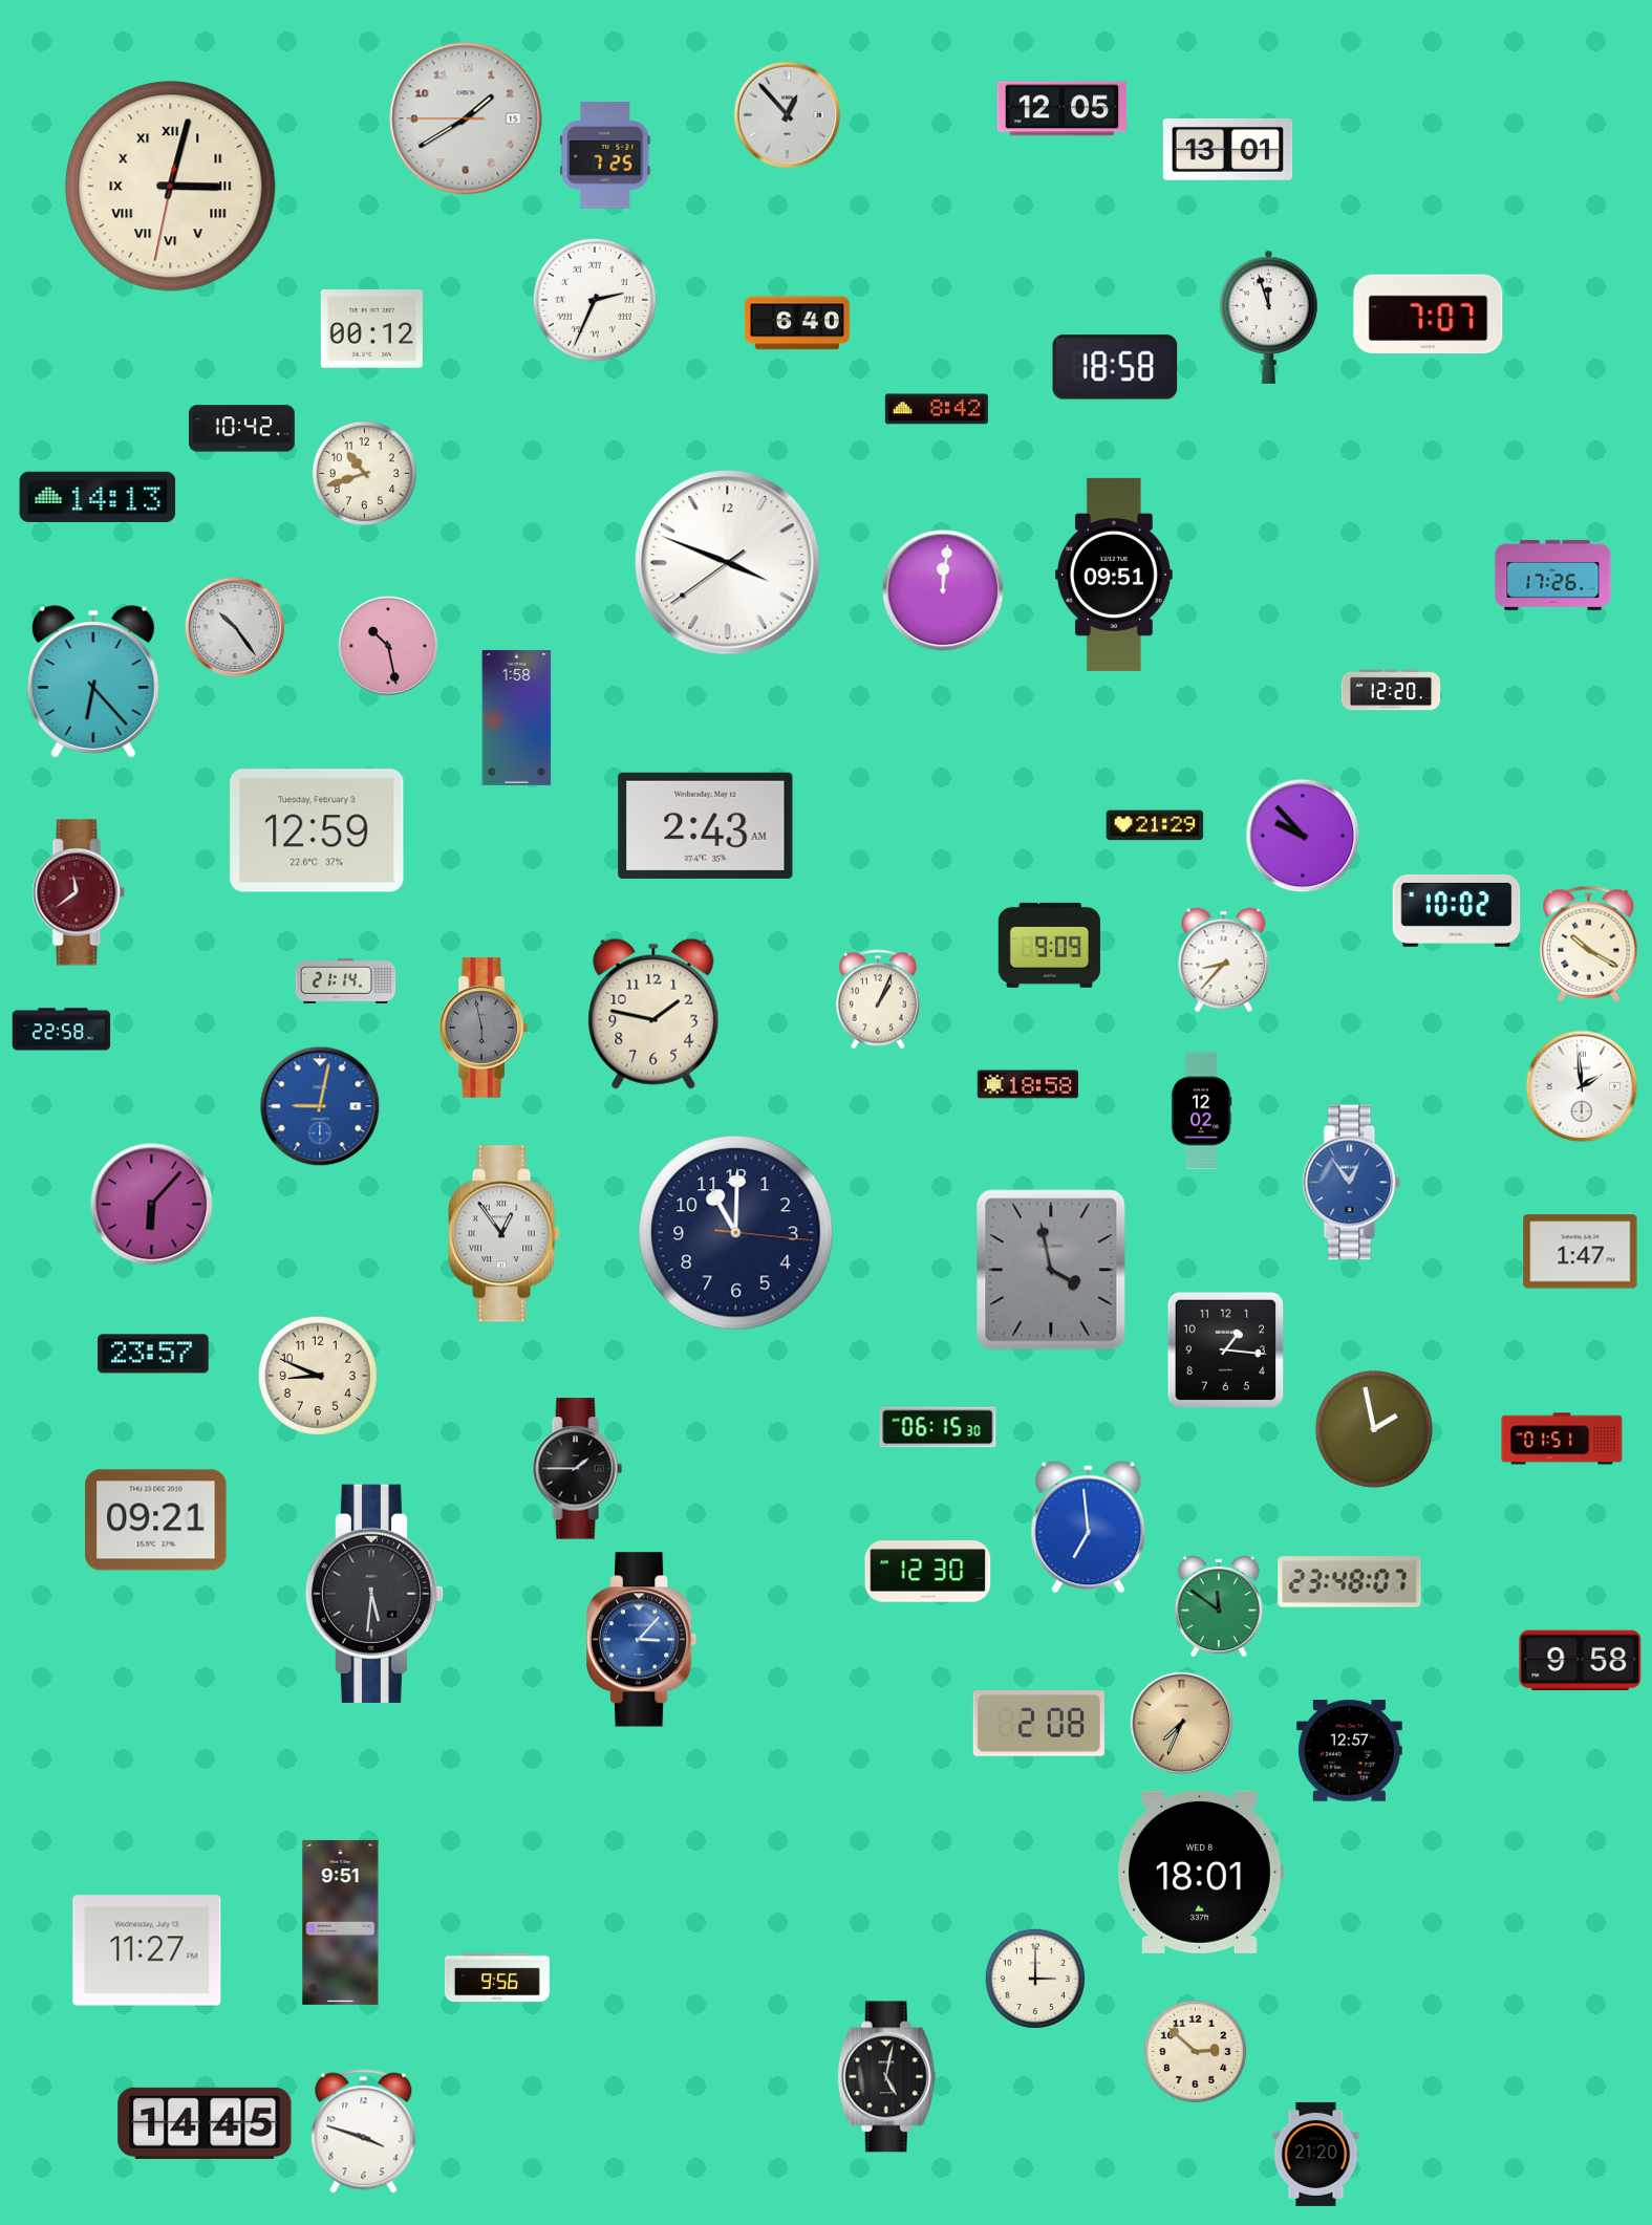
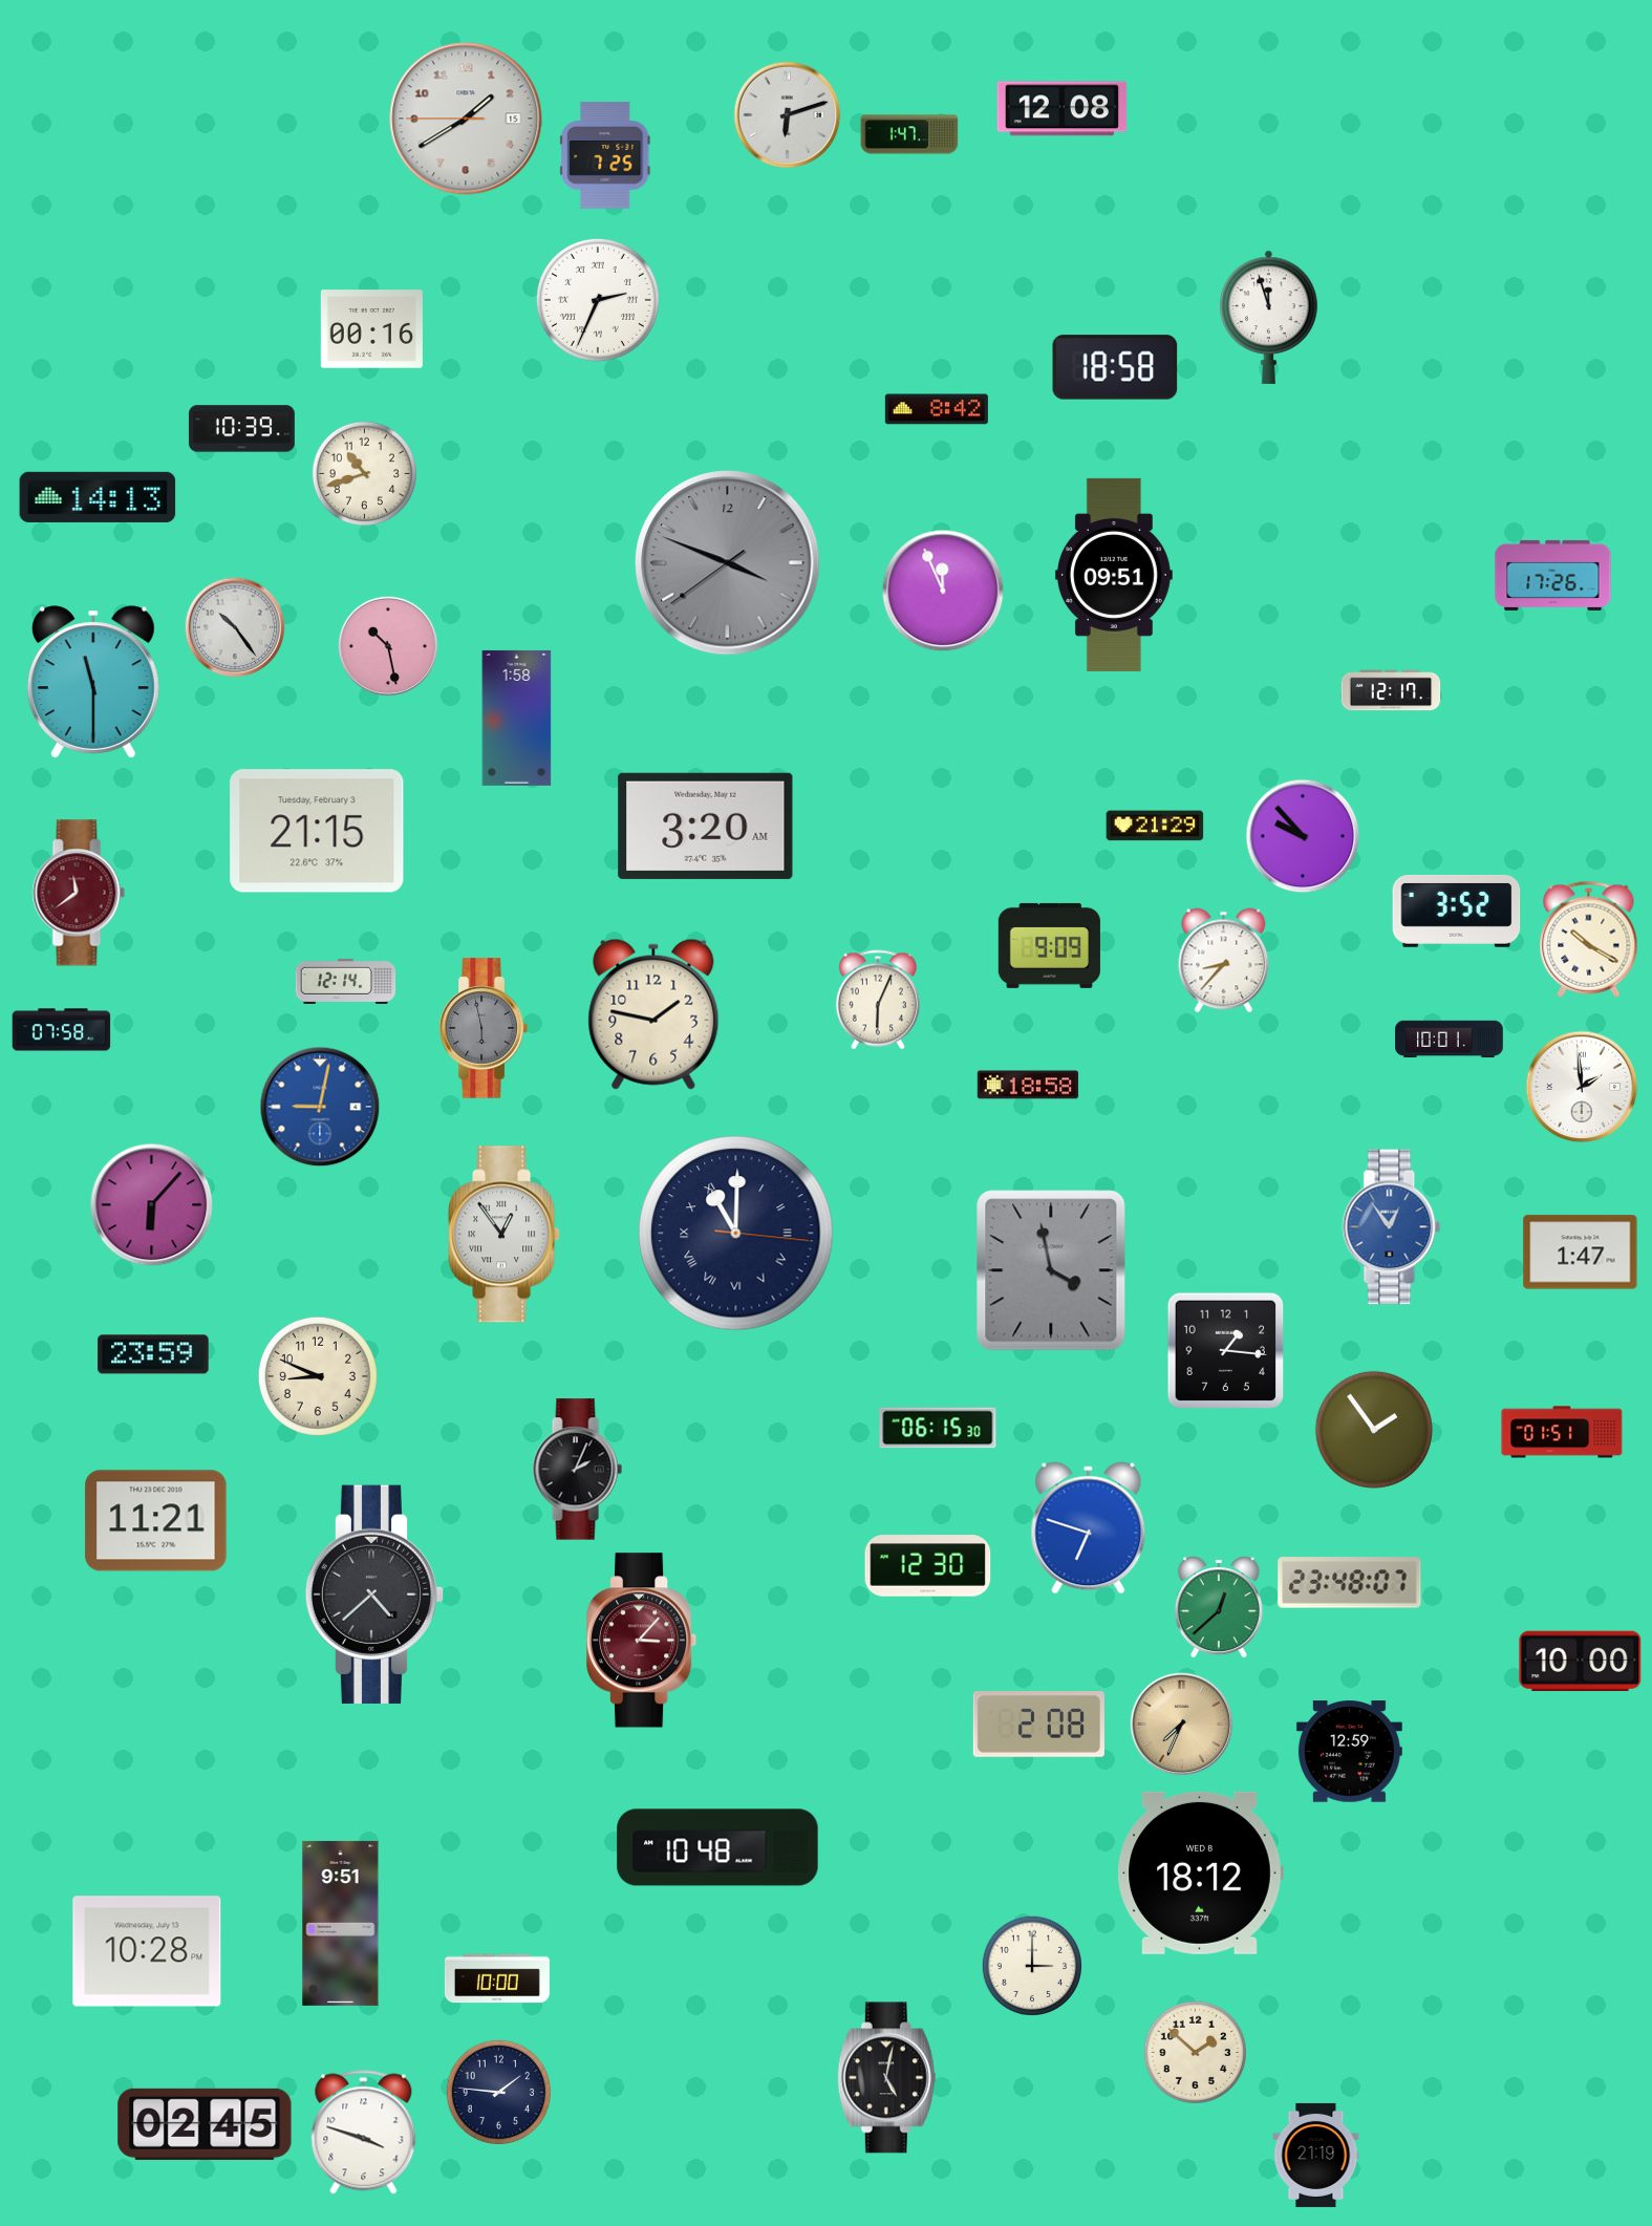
clock at (1063, 109): 12:05 -> 12:08
clock at (788, 115): 12:53 -> 6:12
clock at (909, 134): none -> 1:47
clock at (1228, 149): 13:01 -> none
clock at (171, 187): 3:02 -> none
clock at (595, 300) position: (595, 300) -> (598, 300)
clock at (1429, 315): 7:07 -> none
clock at (797, 323): 6:40 -> none
clock at (371, 329): 00:12 -> 00:16
clock at (241, 429): 10:42 -> 10:39
clock at (728, 563) dial: white -> grey
clock at (943, 590): 12:01 -> 11:56
clock at (93, 682): 6:23 -> 11:30
clock at (1391, 690): 12:20 -> 12:17
clock at (706, 825): 2:43 -> 3:20
clock at (317, 830): 12:59 -> 21:15
clock at (1457, 910): 10:02 -> 3:52
clock at (1589, 944) position: (1589, 944) -> (1589, 939)
clock at (346, 980): 21:14 -> 12:14
clock at (878, 999): 1:04 -> 6:04
clock at (62, 1030): 22:58 -> 07:58
clock at (1450, 1040): none -> 10:01
clock at (1201, 1111): 12:02 -> none
clock at (1352, 1183) position: (1352, 1183) -> (1392, 1227)
clock at (736, 1233) numerals: Arabic -> Roman
clock at (153, 1354): 23:57 -> 23:59
clock at (1374, 1429): 1:58 -> 1:54
clock at (1562, 1439) position: (1562, 1439) -> (1562, 1432)
clock at (577, 1469): 1:45 -> 2:04
clock at (156, 1520): 09:21 -> 11:21
clock at (1089, 1528): 6:59 -> 6:48
clock at (928, 1572) position: (928, 1572) -> (928, 1566)
clock at (374, 1594): 5:31 -> 4:38
clock at (1219, 1606): 11:51 -> 12:38
clock at (643, 1640) dial: blue -> burgundy
clock at (1581, 1661): 9:58 -> 10:00
clock at (1349, 1751): 12:57 -> 12:59
clock at (717, 1847): none -> 10:48
clock at (1200, 1872): 18:01 -> 18:12
clock at (147, 1950): 11:27 -> 10:28
clock at (497, 1978): 9:56 -> 10:00
clock at (1034, 1978) position: (1034, 1978) -> (1031, 1965)
clock at (1195, 2051): 2:52 -> 1:52
clock at (498, 2092): none -> 1:46
clock at (205, 2123): 14:45 -> 02:45
clock at (1316, 2154): 21:20 -> 21:19
